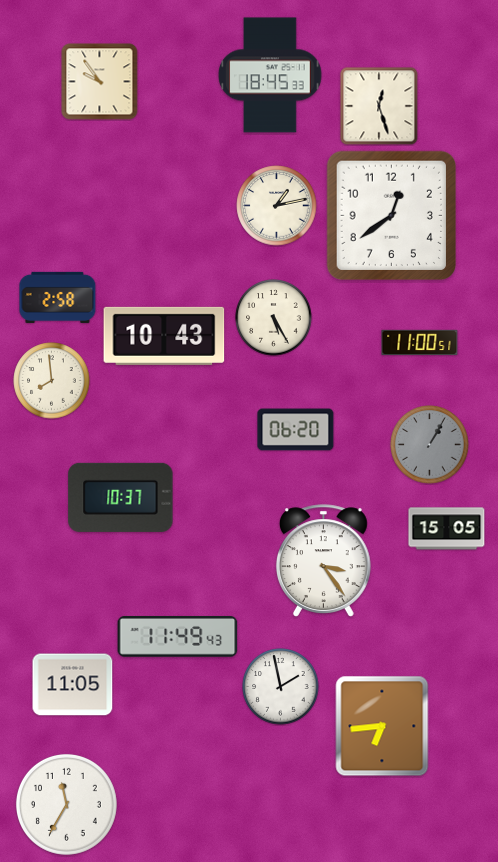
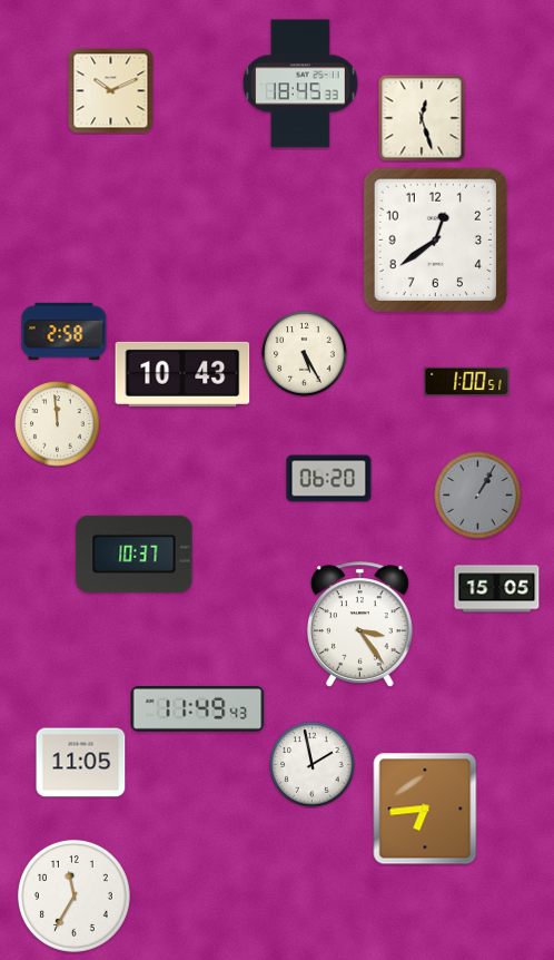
clock at (100, 82): 9:54 -> 10:11
clock at (277, 206): 1:13 -> none
clock at (420, 342): 11:00 -> 1:00
clock at (52, 381): 7:59 -> 11:59
